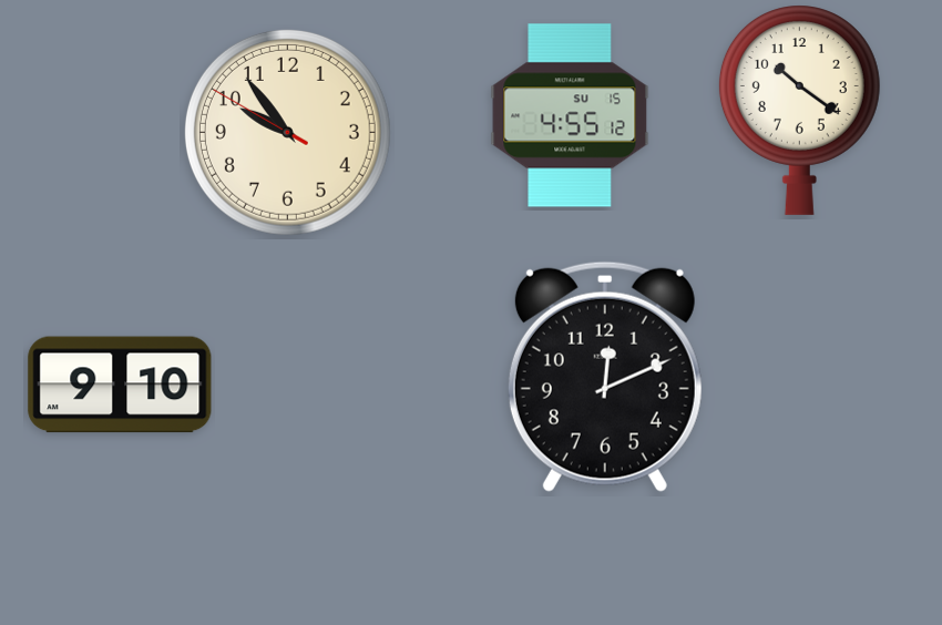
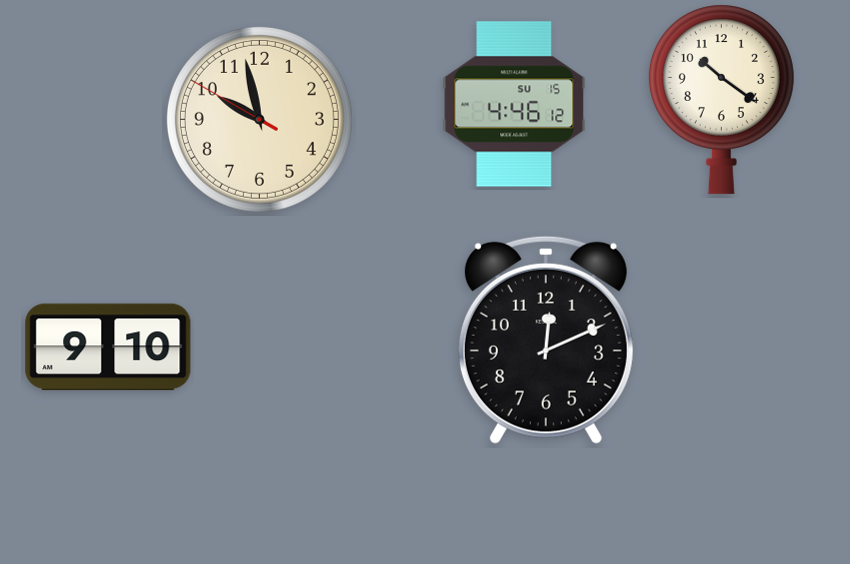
clock at (570, 115): 4:55 -> 4:46
clock at (287, 132): 9:53 -> 9:57
